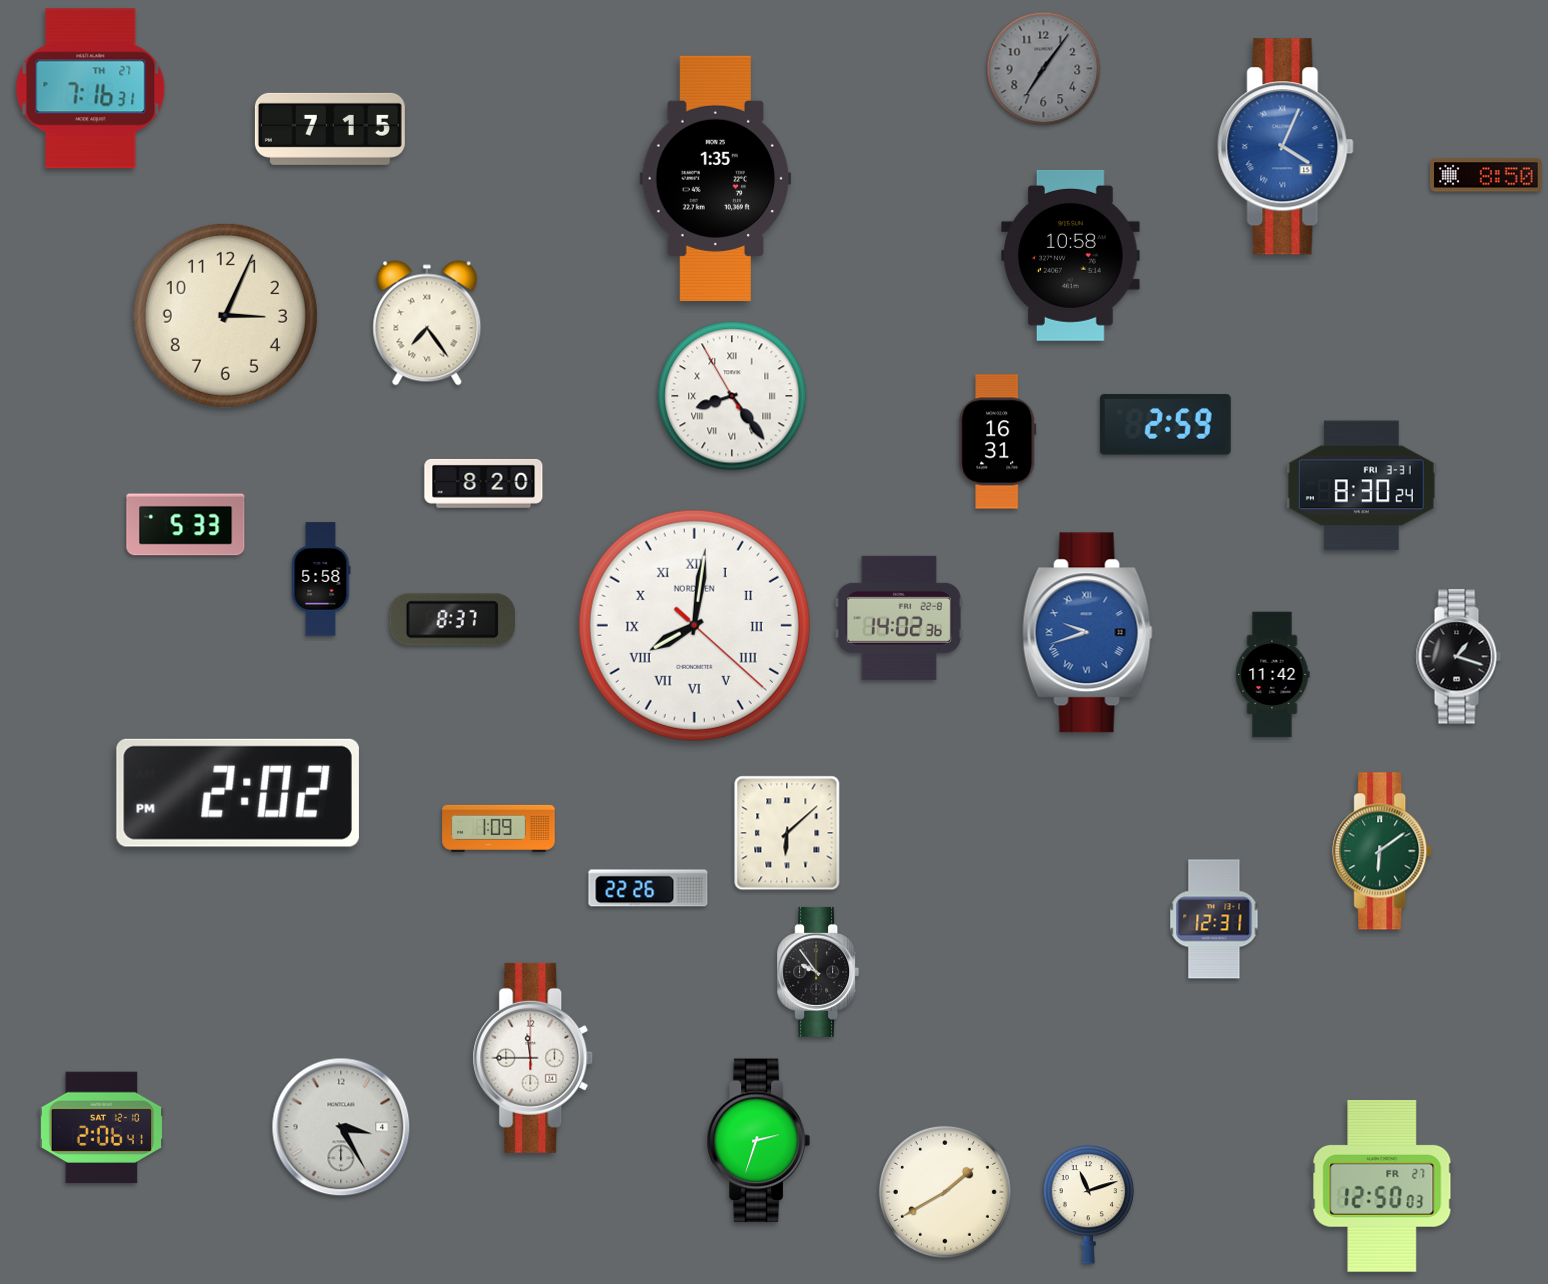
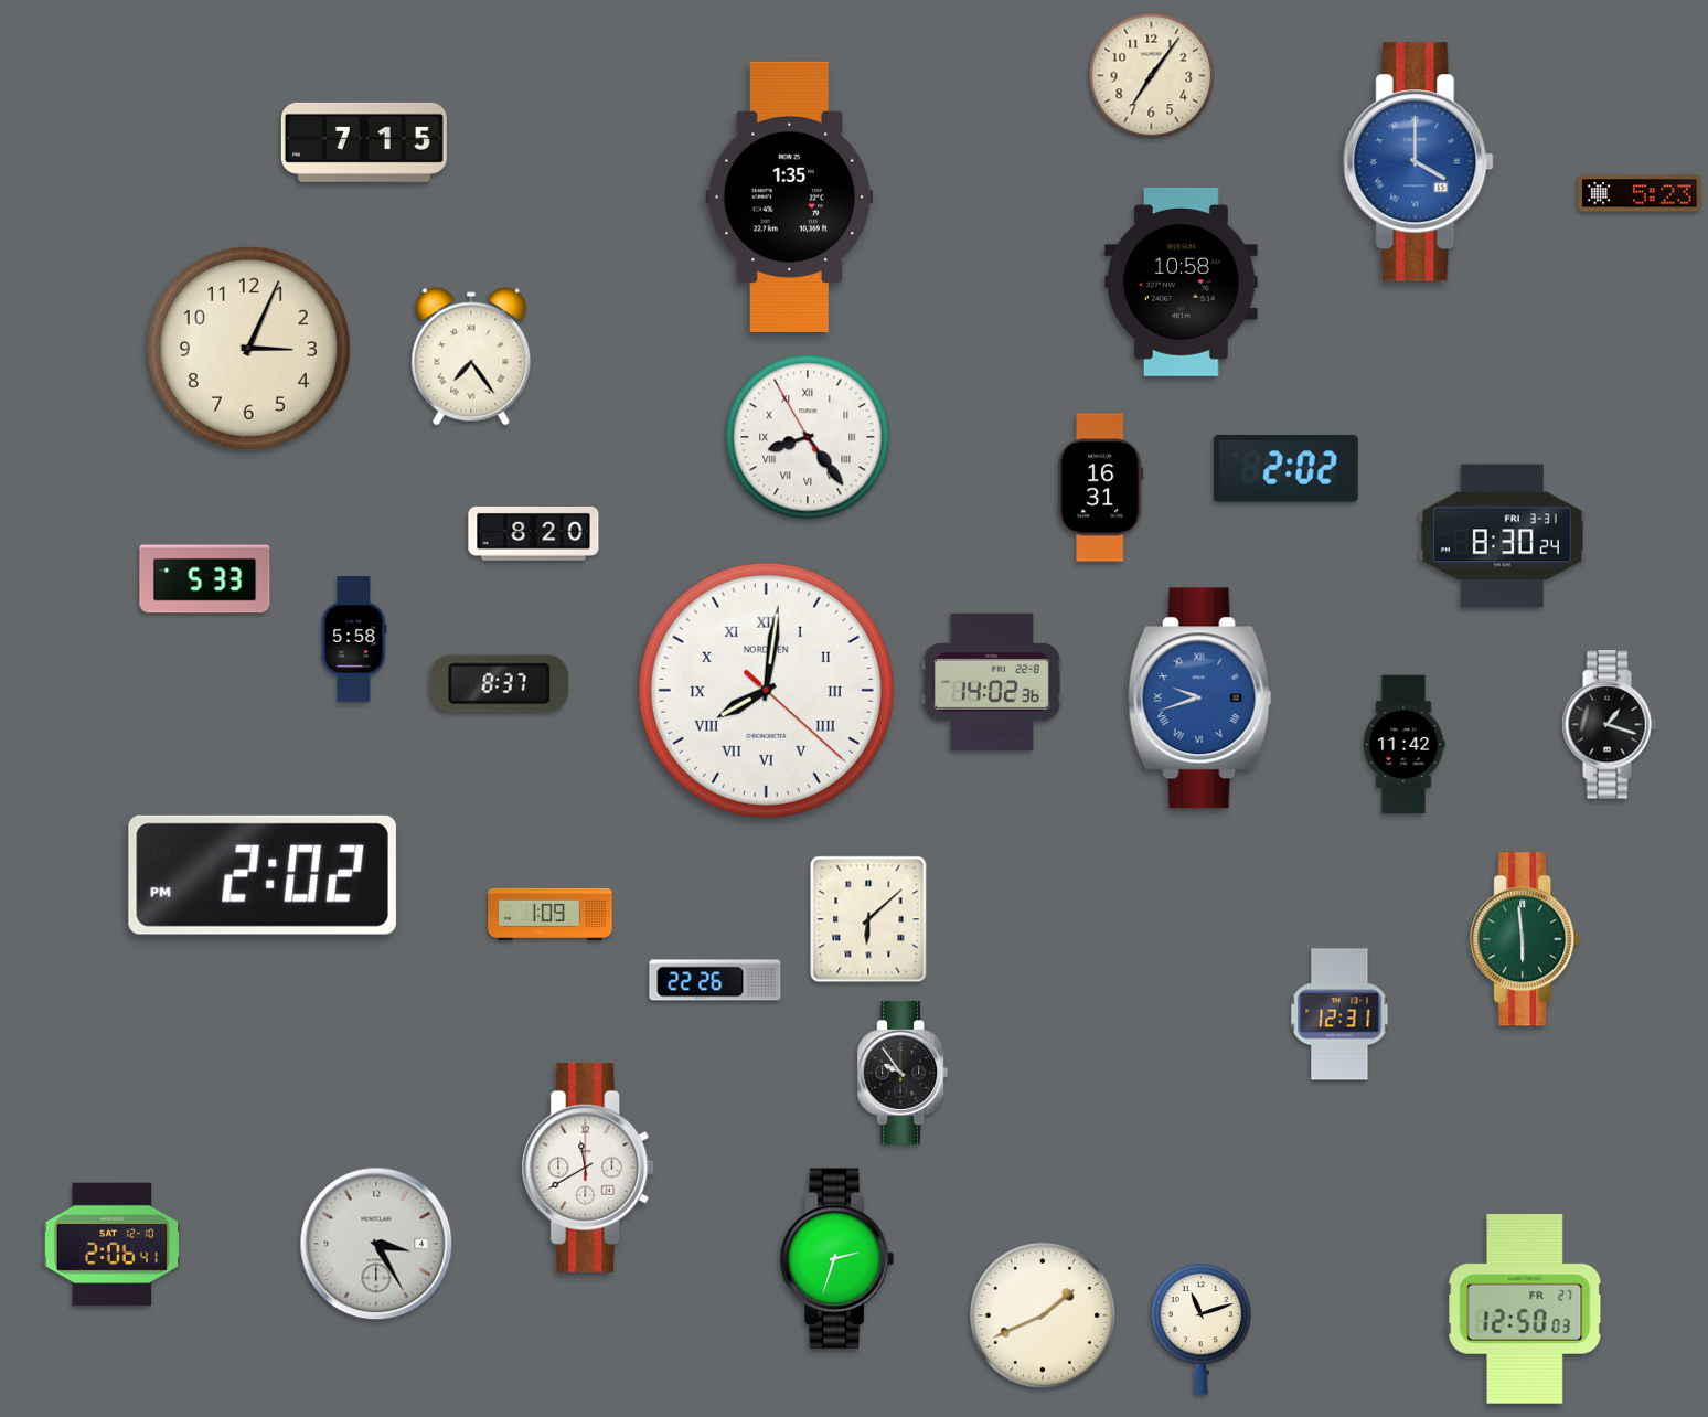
clock at (1044, 69) dial: grey -> cream
clock at (91, 89): 7:16 -> none
clock at (1286, 147): 4:04 -> 4:00
clock at (1487, 175): 8:50 -> 5:23
clock at (1165, 425): 2:59 -> 2:02
clock at (1383, 851): 6:09 -> 5:59
clock at (533, 1058): 11:45 -> 11:40
clock at (945, 1192): 1:40 -> 1:41
